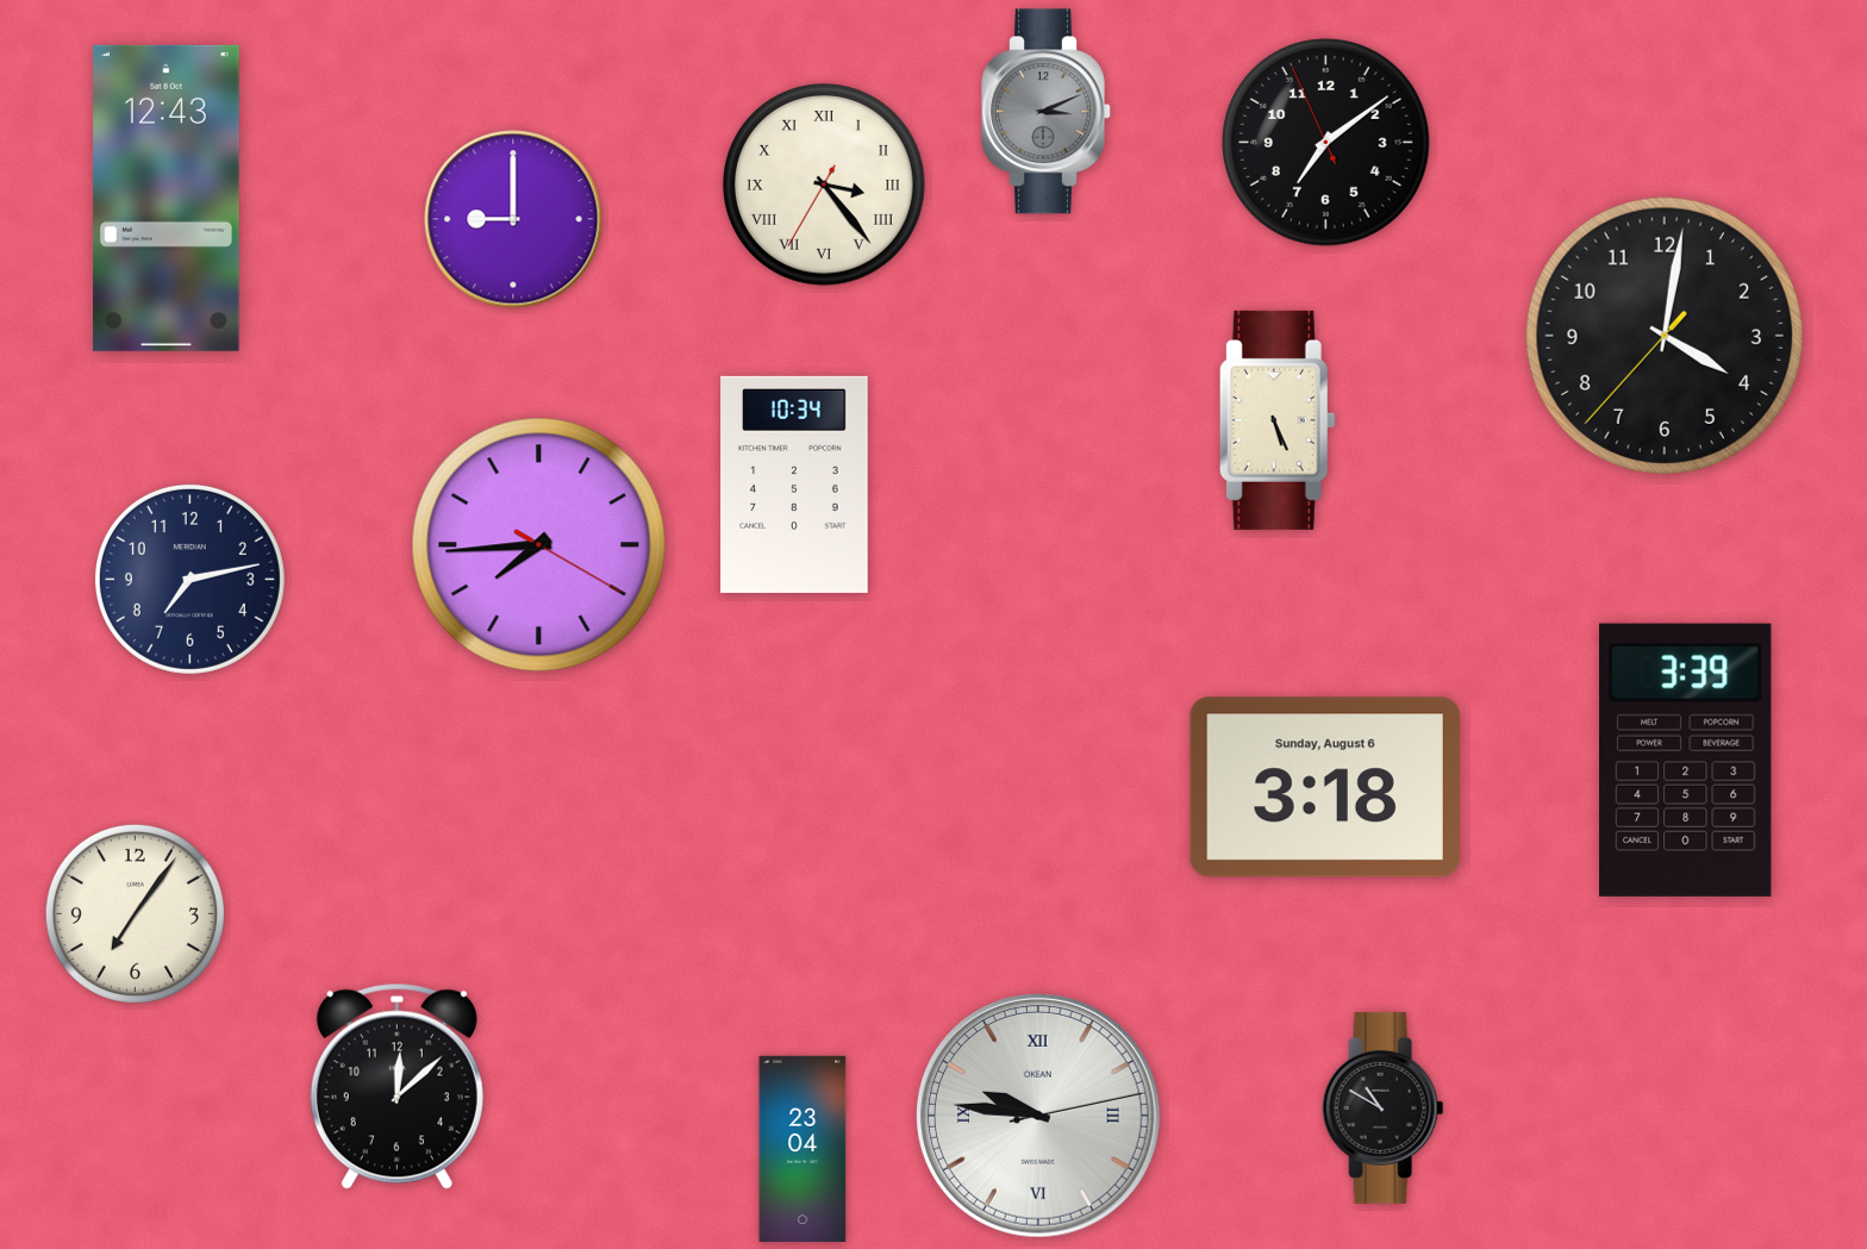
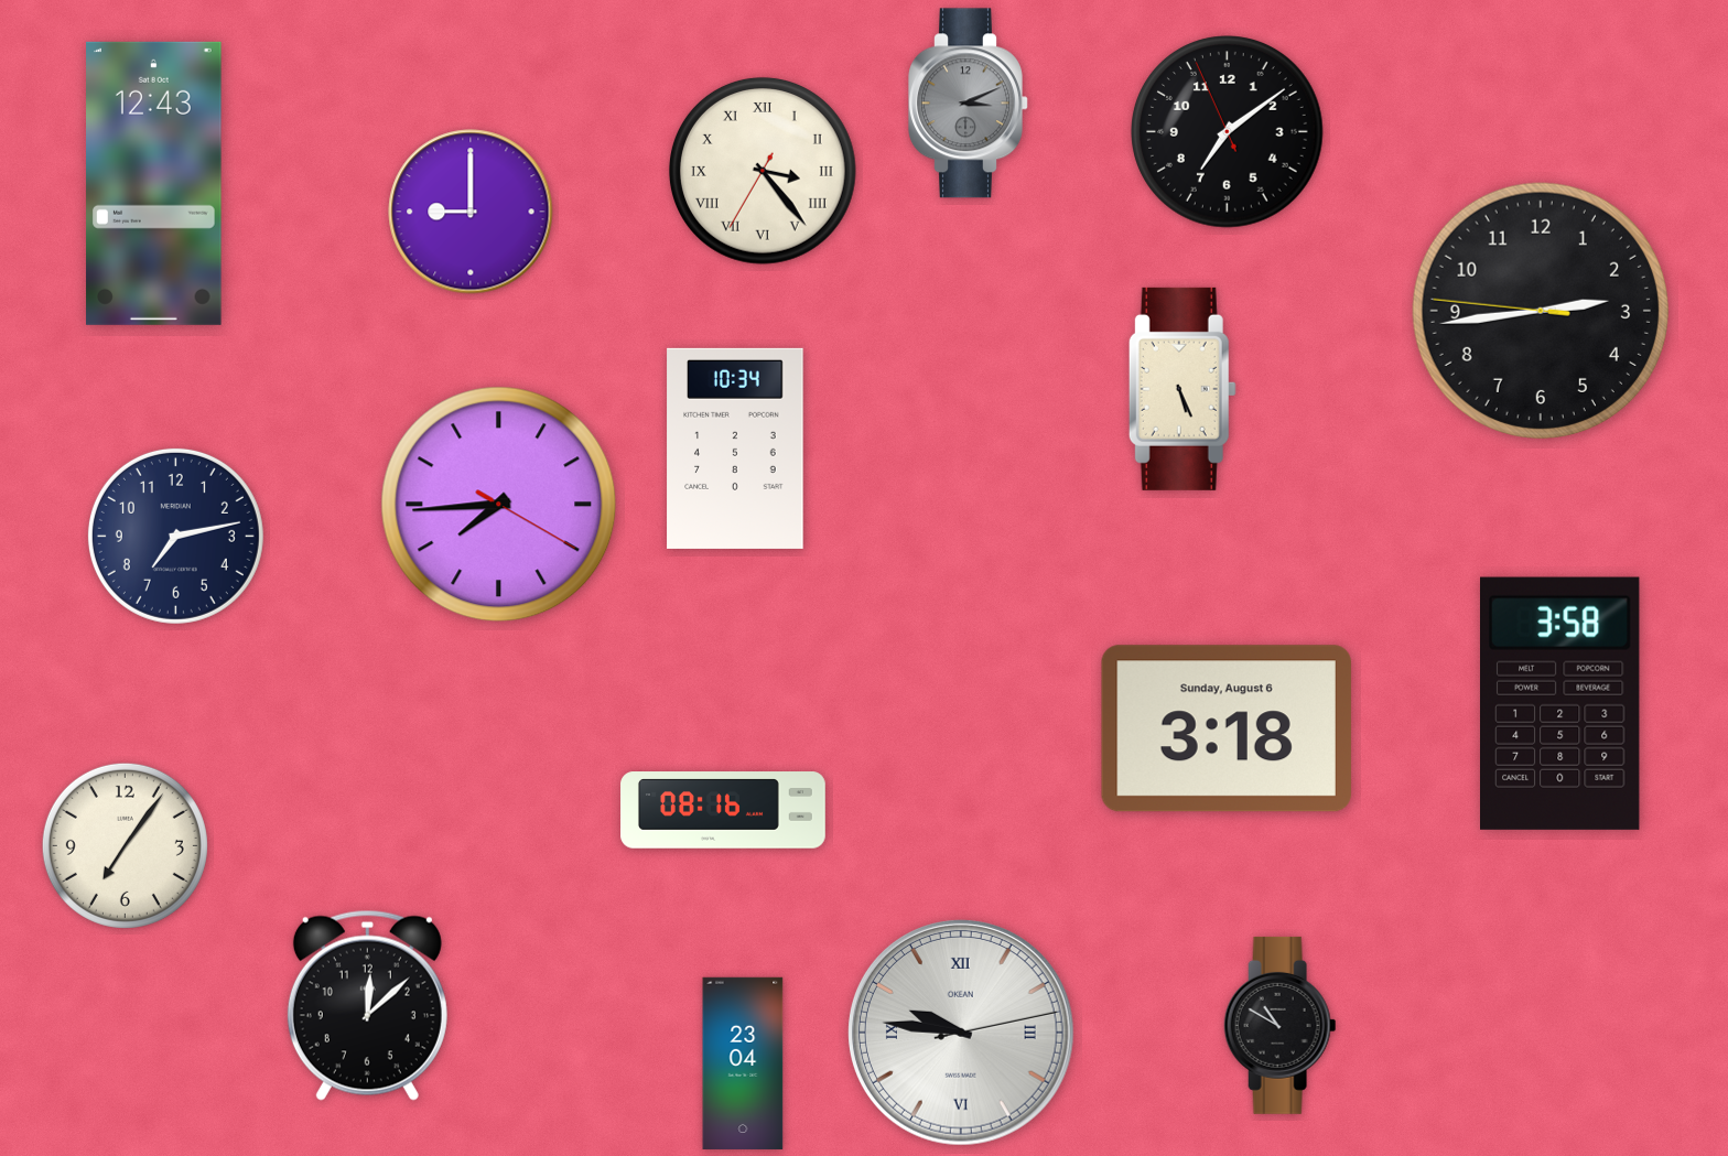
clock at (513, 219) position: (513, 219) -> (471, 212)
clock at (1665, 336): 4:01 -> 2:43
clock at (1686, 760): 3:39 -> 3:58
clock at (724, 810): none -> 08:16
